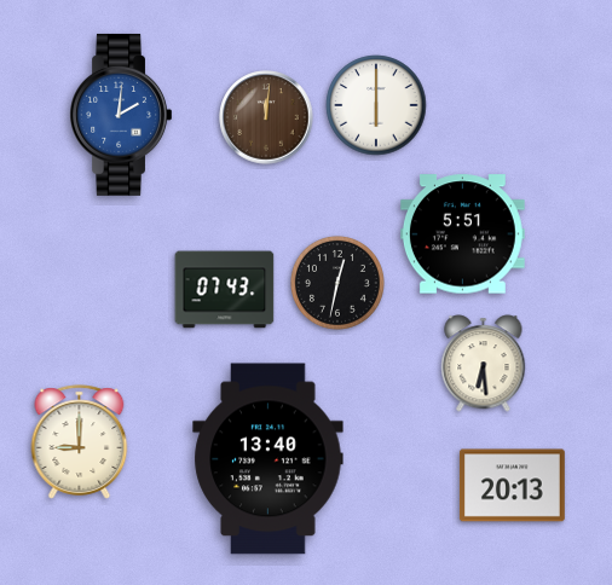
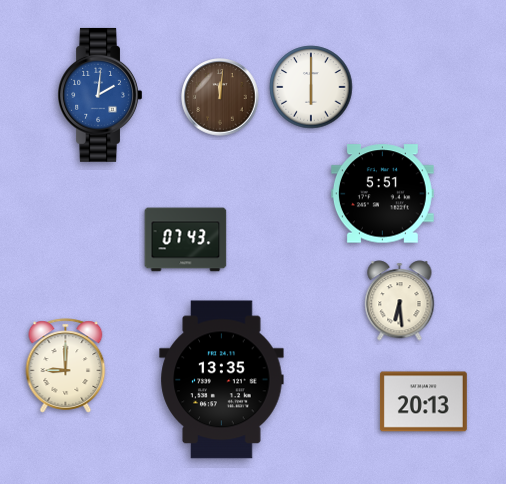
clock at (337, 283): 12:32 -> none
clock at (269, 459): 13:40 -> 13:35
